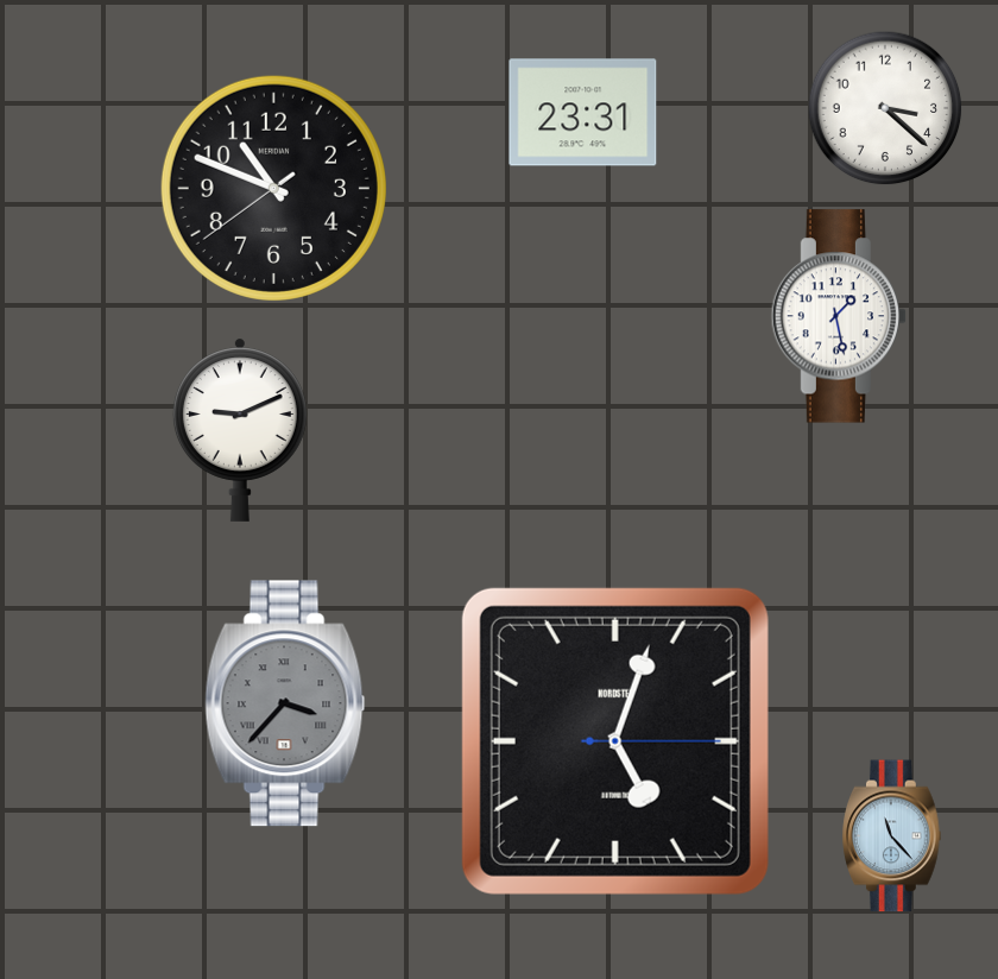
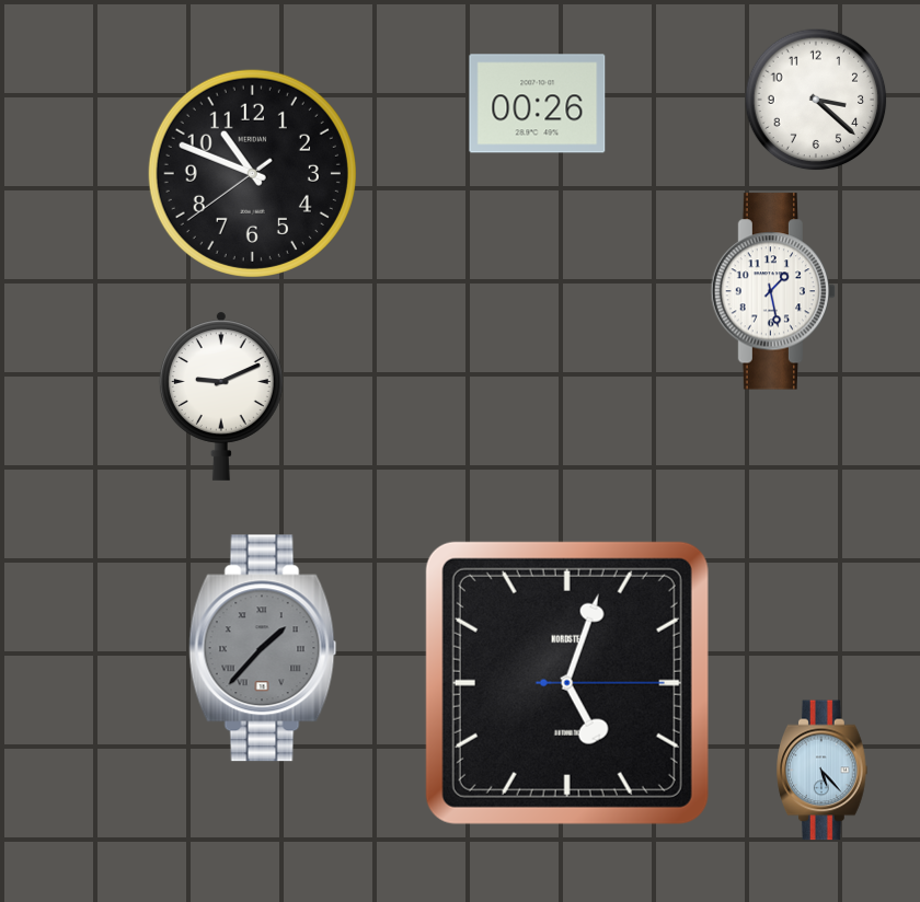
clock at (583, 113): 23:31 -> 00:26
clock at (285, 703): 3:37 -> 1:37
clock at (892, 836): 11:23 -> 5:23
